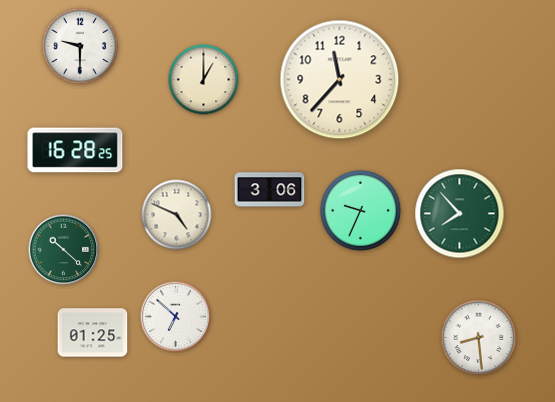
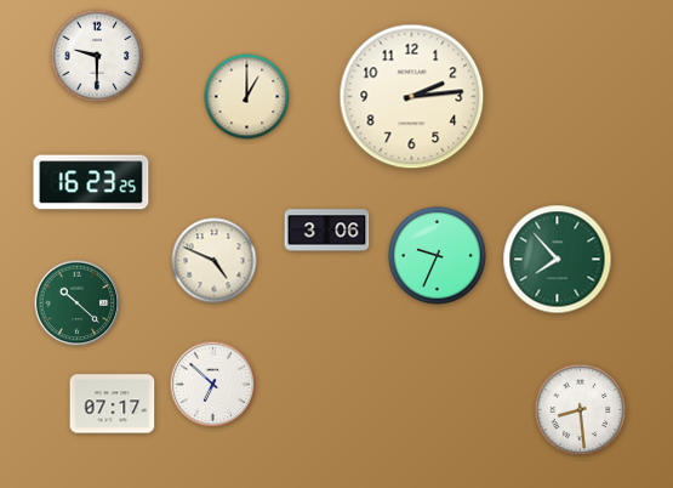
clock at (340, 80): 11:37 -> 2:14
clock at (75, 150): 16:28 -> 16:23
clock at (93, 333): 01:25 -> 07:17
